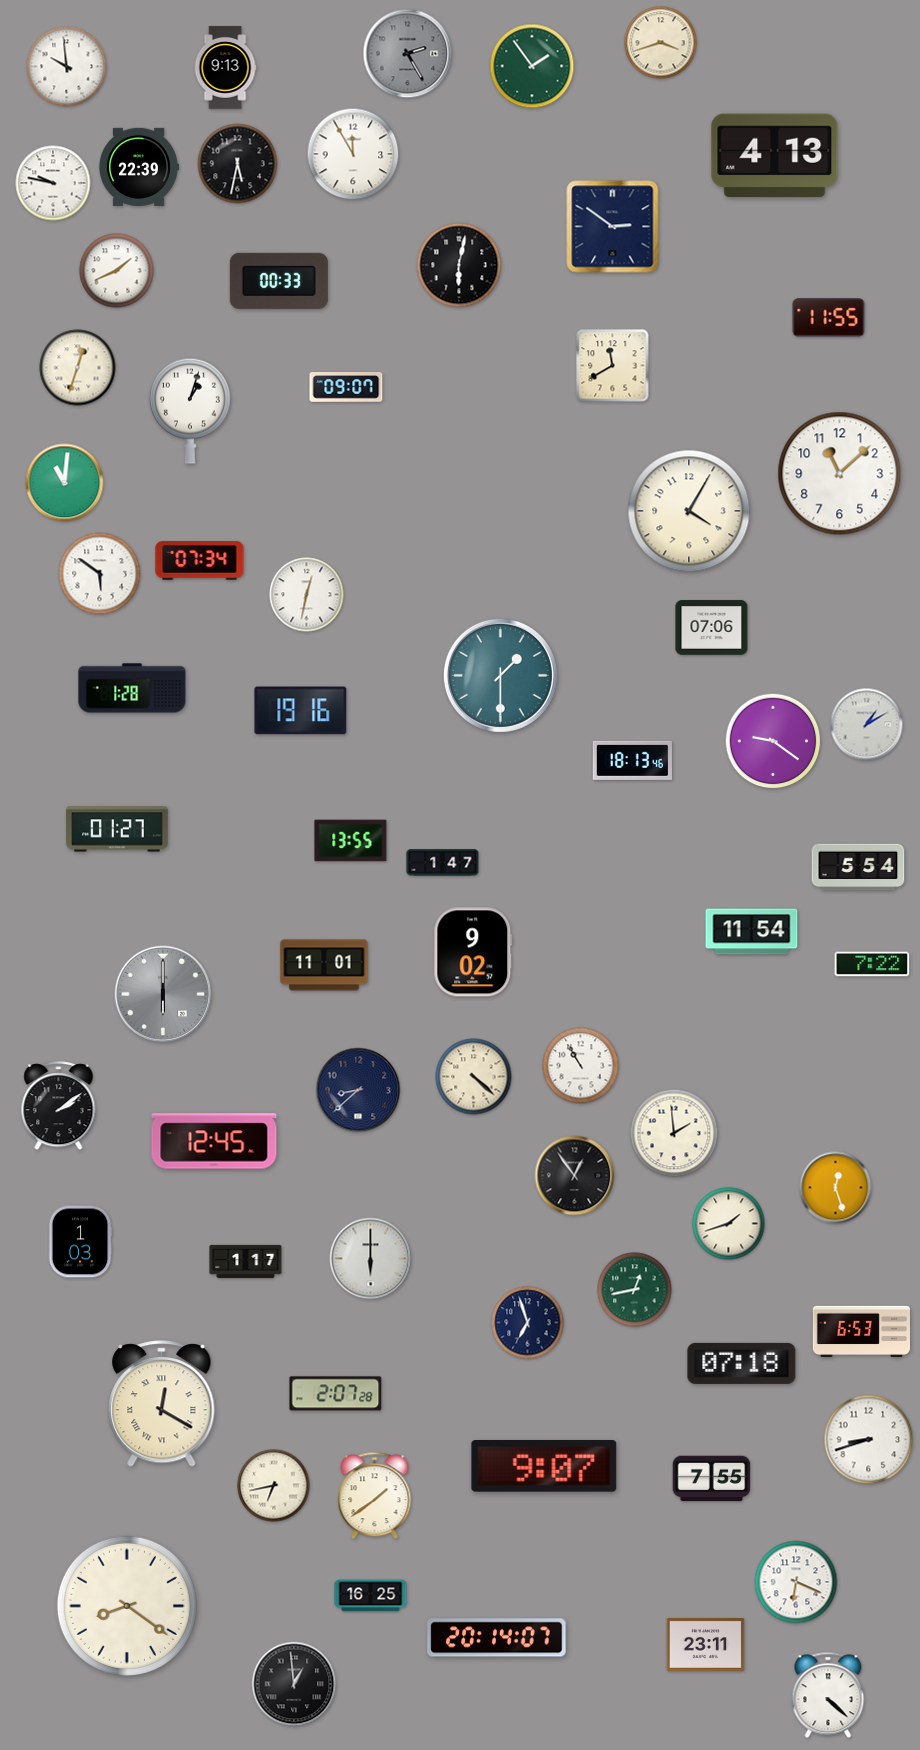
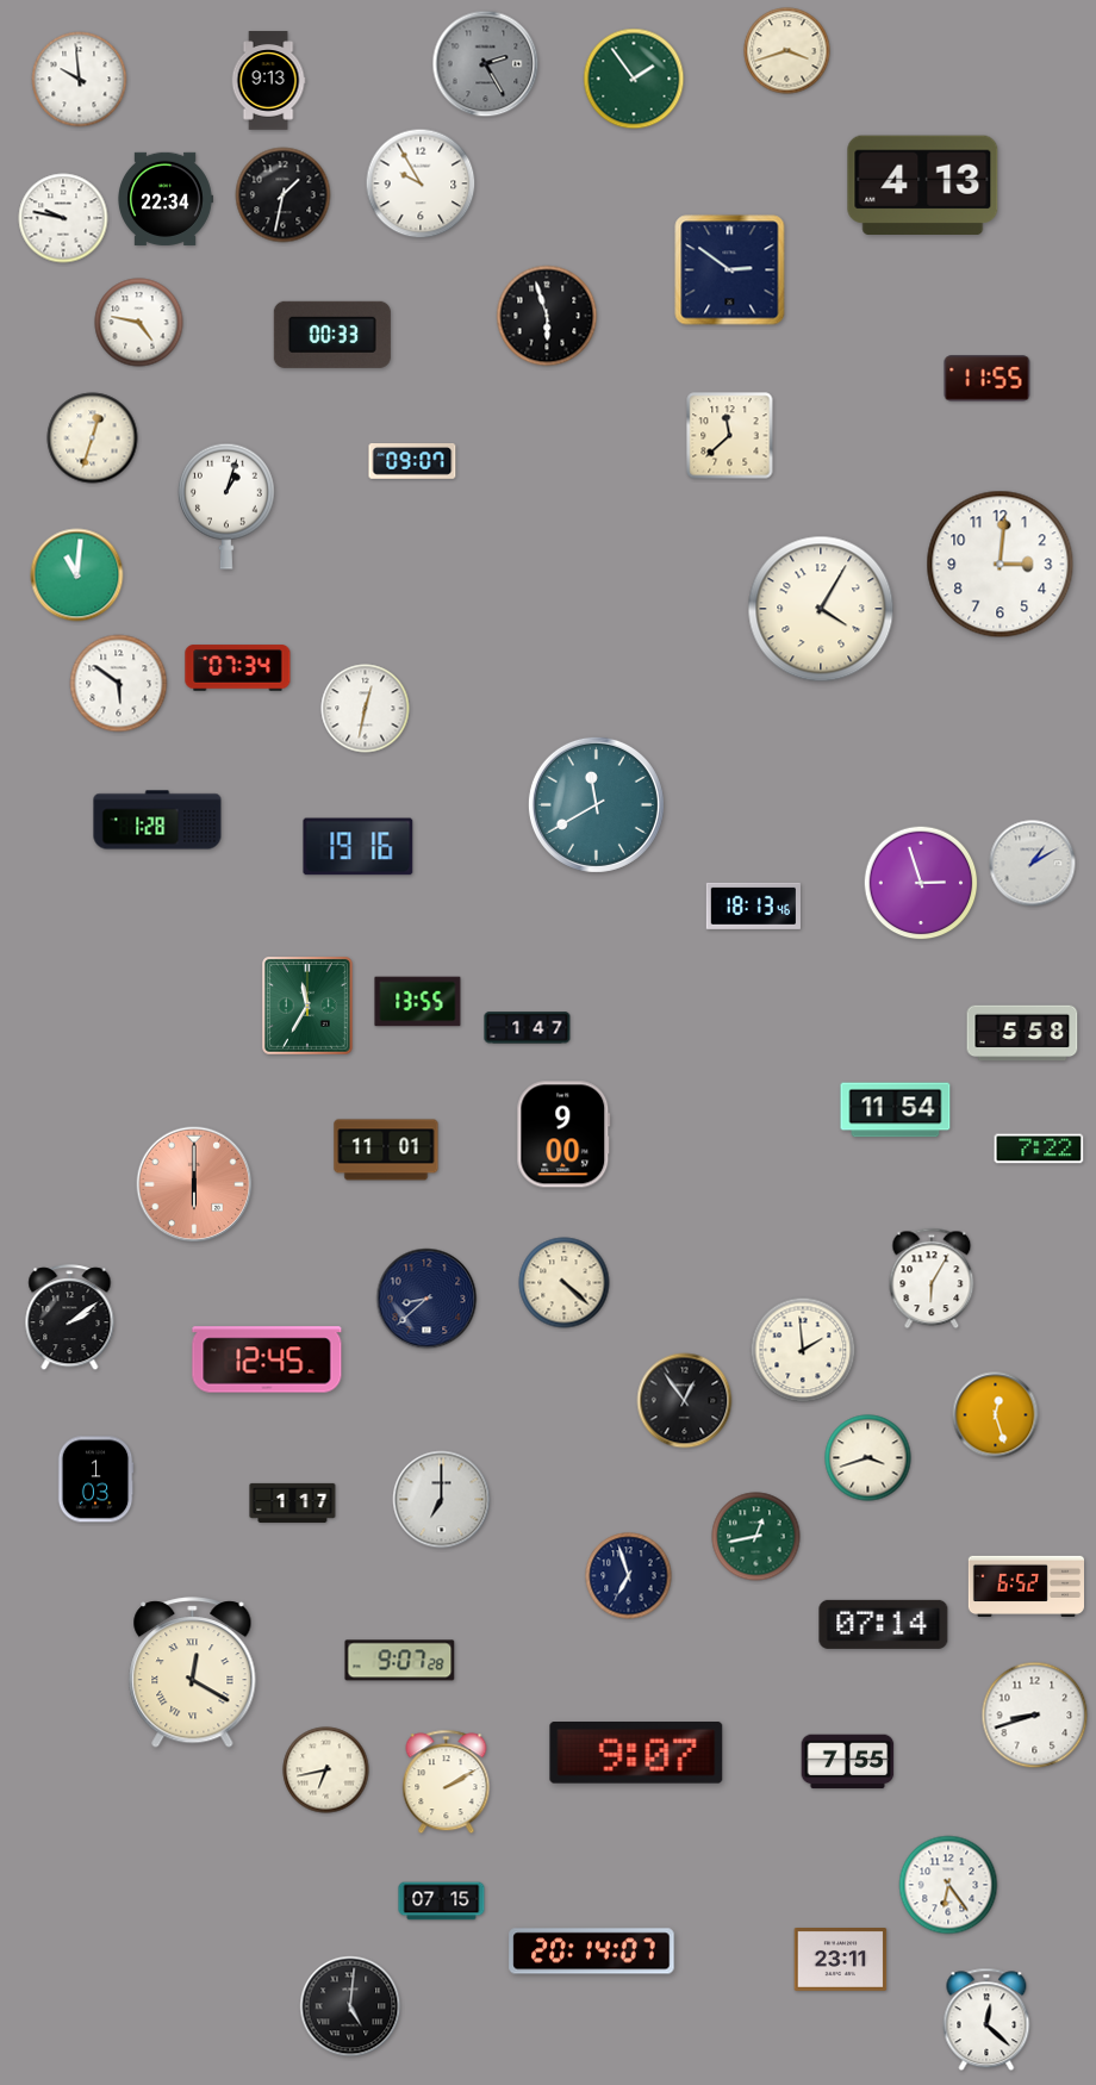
clock at (353, 154): 11:55 -> 9:55
clock at (238, 164): 5:32 -> 1:32
clock at (139, 167): 22:39 -> 22:34
clock at (459, 265): 6:02 -> 5:57
clock at (117, 271): 1:41 -> 4:47
clock at (613, 366): 11:40 -> 11:38
clock at (190, 411) position: (190, 411) -> (226, 506)
clock at (840, 474): 11:08 -> 3:01
clock at (712, 628): 07:06 -> none
clock at (500, 675): 1:30 -> 11:40
clock at (773, 741): 9:21 -> 2:57
clock at (117, 829): 01:27 -> none
clock at (309, 1007): none -> 11:35
clock at (858, 867): 5:54 -> 5:58
clock at (473, 952): 9:02 -> 9:00
clock at (163, 994) dial: grey -> salmon
clock at (581, 1066): 10:55 -> none
clock at (932, 1278): none -> 6:05
clock at (214, 1141) position: (214, 1141) -> (267, 1359)
clock at (729, 1224): 1:42 -> 3:42
clock at (371, 1259): 6:00 -> 7:00
clock at (861, 1331): 6:53 -> 6:52
clock at (742, 1363): 07:18 -> 07:14
clock at (336, 1394): 2:07 -> 9:07
clock at (544, 1466) position: (544, 1466) -> (636, 1753)
clock at (375, 1496): 1:39 -> 2:10
clock at (796, 1582): 6:19 -> 6:24
clock at (371, 1596): 16:25 -> 07:15
clock at (127, 1606): 8:21 -> none
clock at (294, 1684): 12:59 -> 5:01
clock at (828, 1695): 4:22 -> 12:22
